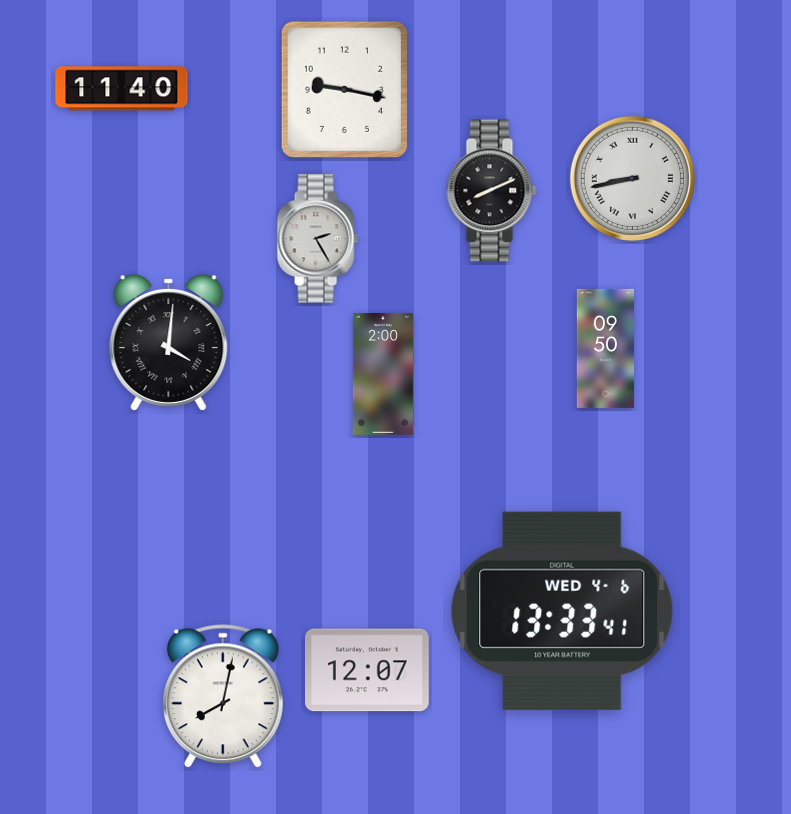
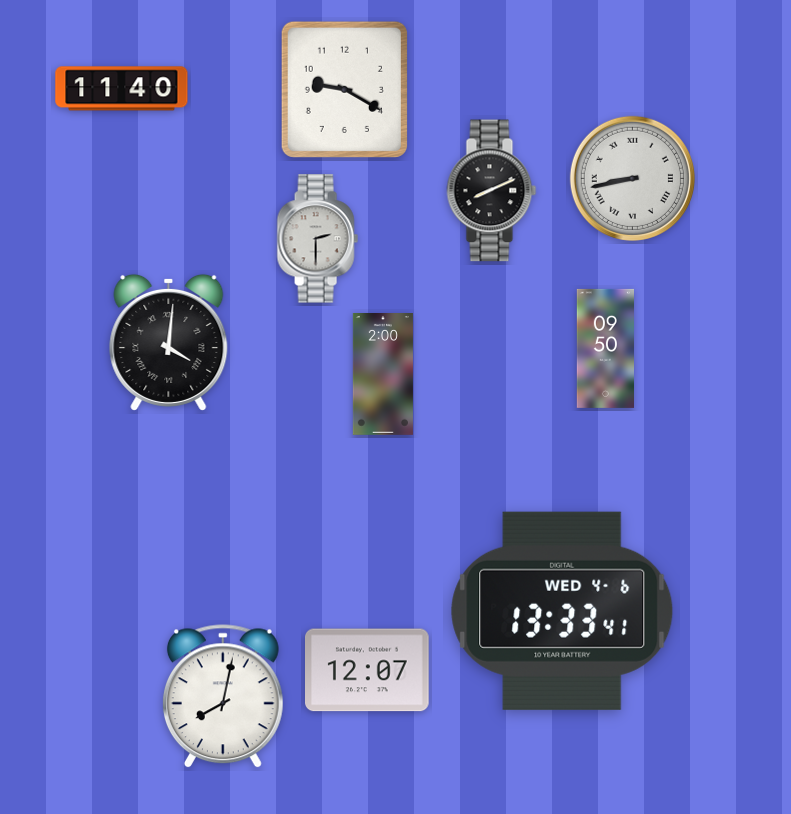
clock at (344, 89): 9:17 -> 9:20
clock at (317, 239): 2:25 -> 2:30
